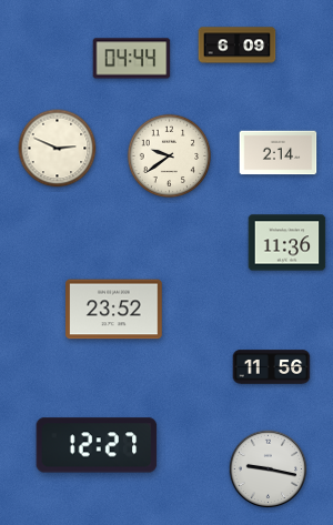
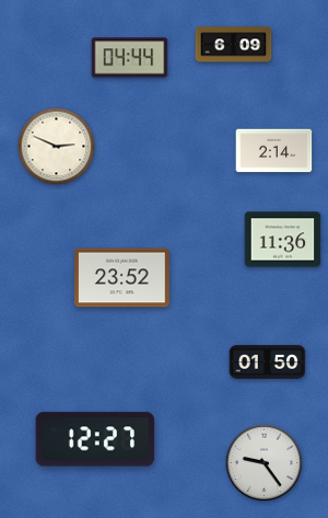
clock at (170, 157): 9:39 -> none
clock at (114, 310) position: (114, 310) -> (122, 278)
clock at (272, 367): 11:56 -> 01:50
clock at (269, 470): 9:17 -> 9:24
